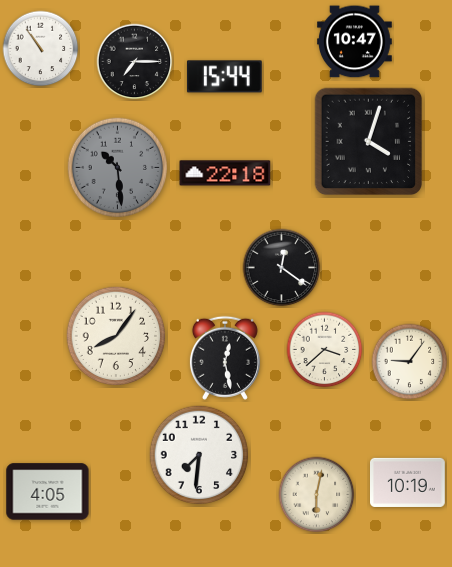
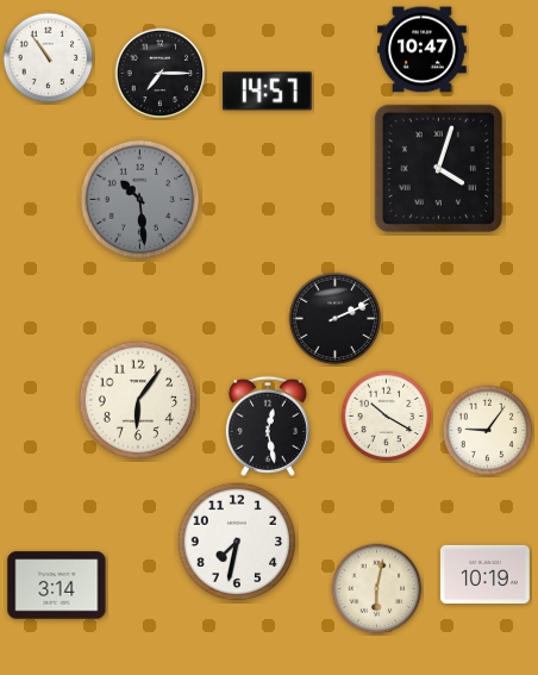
clock at (224, 77): 15:44 -> 14:57
clock at (225, 173): 22:18 -> none
clock at (282, 268): 12:21 -> 2:11
clock at (116, 336): 8:06 -> 6:06
clock at (325, 350): 3:38 -> 10:20
clock at (199, 455): 7:31 -> 7:32
clock at (48, 492): 4:05 -> 3:14
